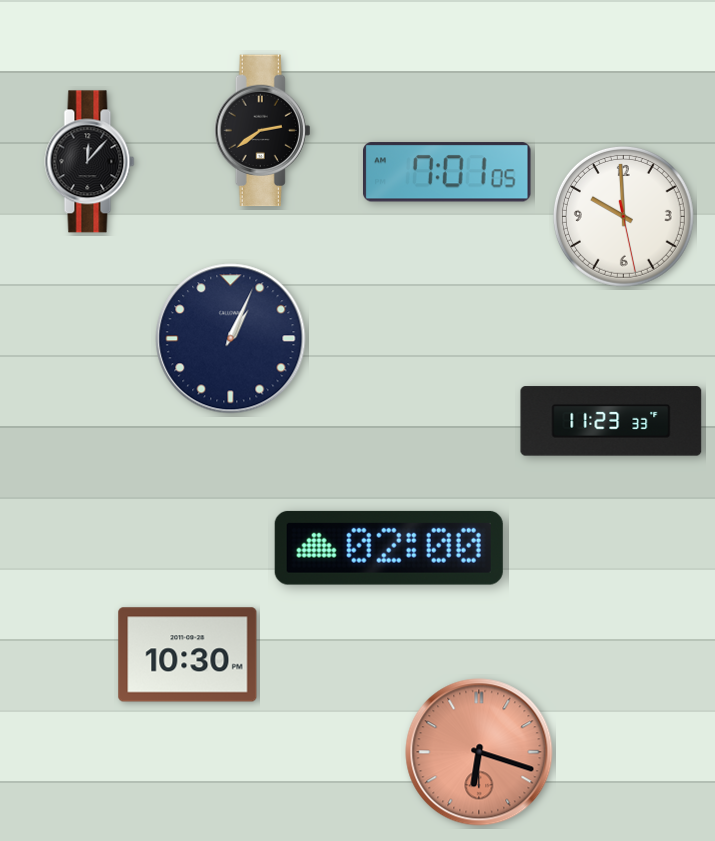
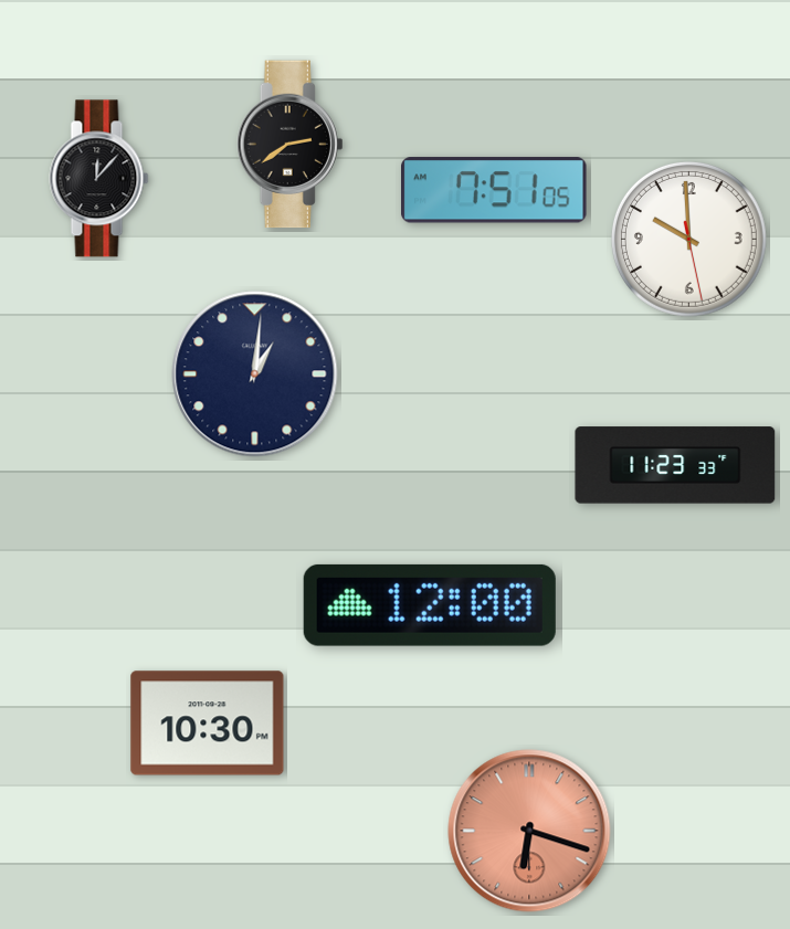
clock at (448, 172): 7:01 -> 7:51
clock at (231, 339): 1:04 -> 1:01
clock at (389, 548): 02:00 -> 12:00
